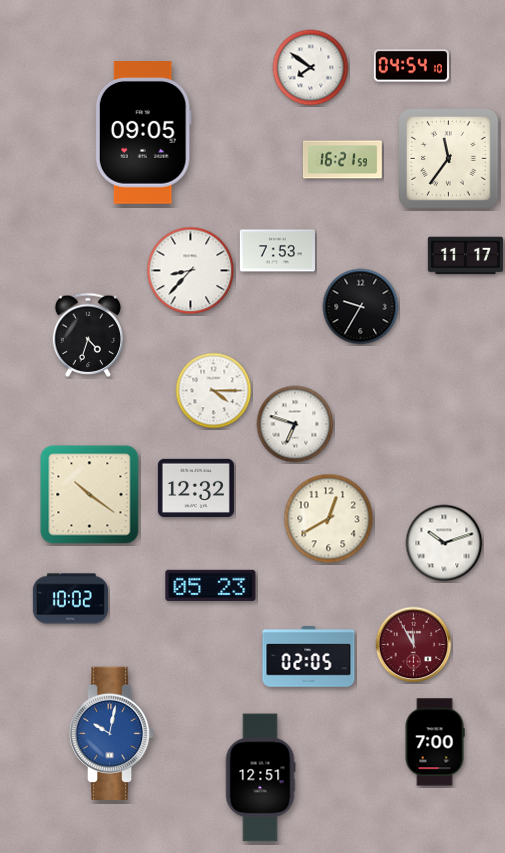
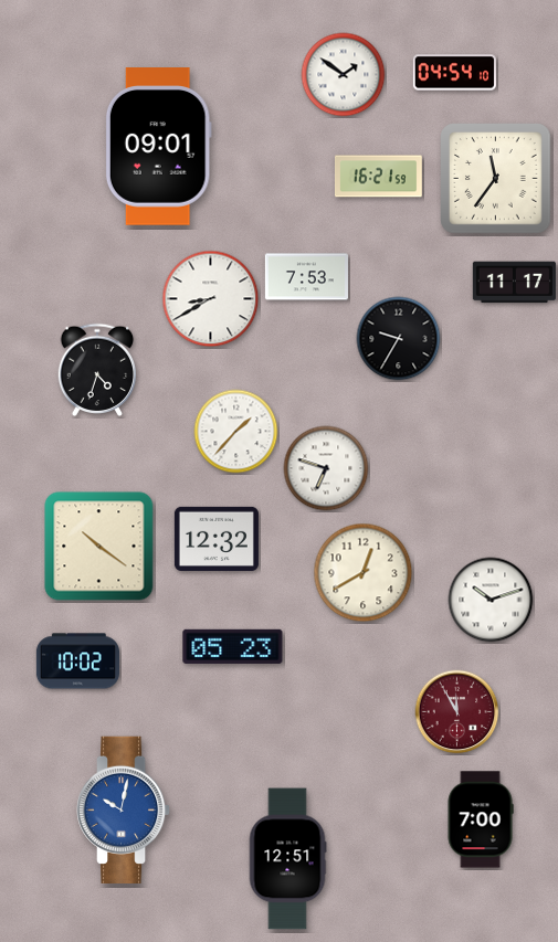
clock at (311, 68): 7:51 -> 1:51
clock at (143, 133): 09:05 -> 09:01
clock at (449, 159) position: (449, 159) -> (496, 179)
clock at (191, 271): 8:37 -> 8:40
clock at (214, 391): 4:15 -> 1:37
clock at (309, 657): 02:05 -> none
